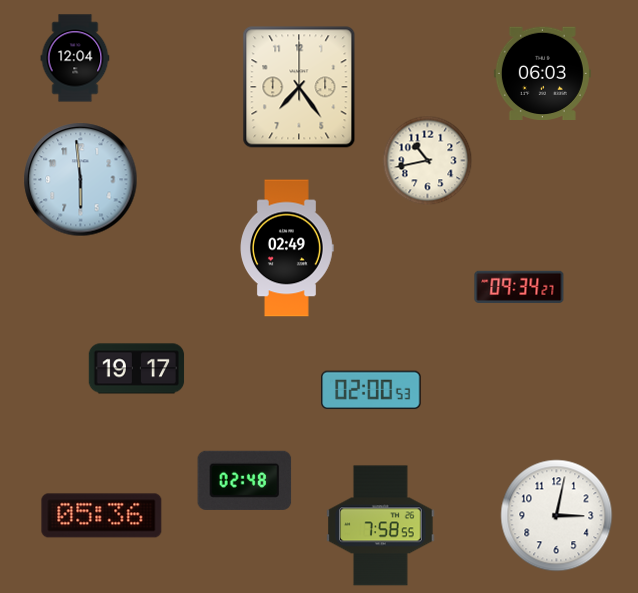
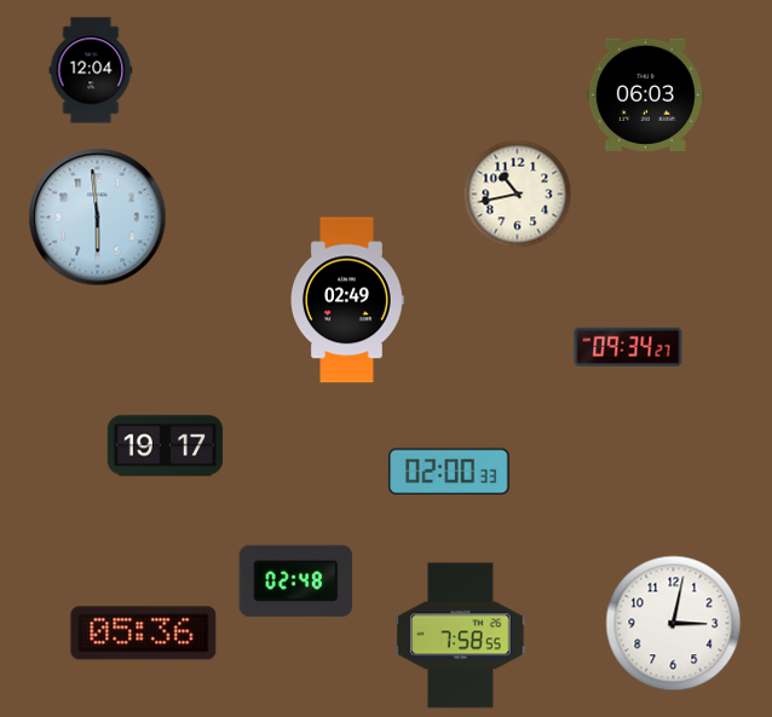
clock at (542, 74) position: (542, 74) -> (645, 96)
clock at (299, 87): 7:24 -> none
clock at (371, 390): 02:00:53 -> 02:00:33
clock at (102, 516) position: (102, 516) -> (144, 634)
